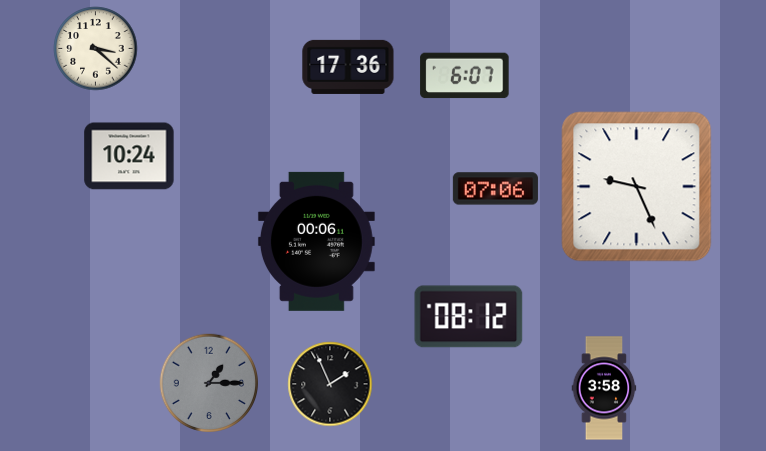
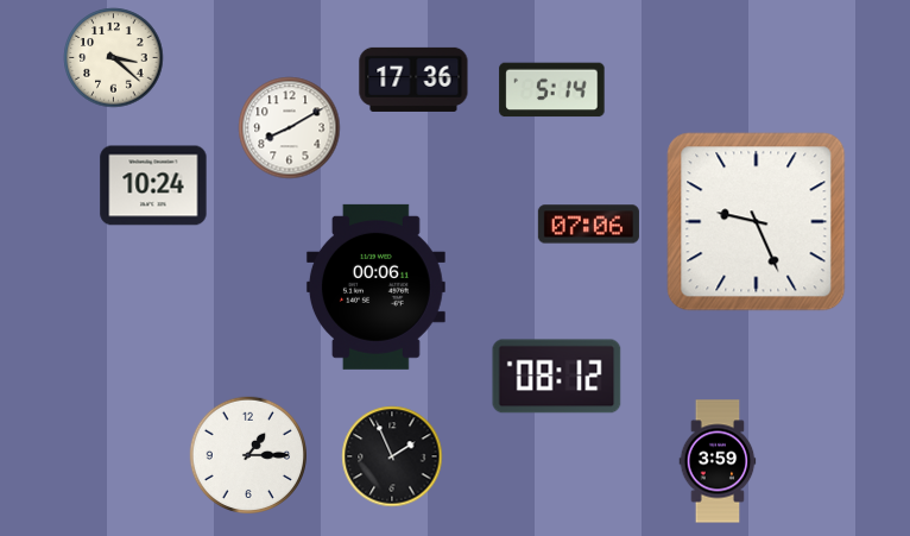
clock at (465, 76): 6:07 -> 5:14
clock at (290, 128): none -> 8:10
clock at (208, 382) dial: grey -> white
clock at (604, 388): 3:58 -> 3:59
